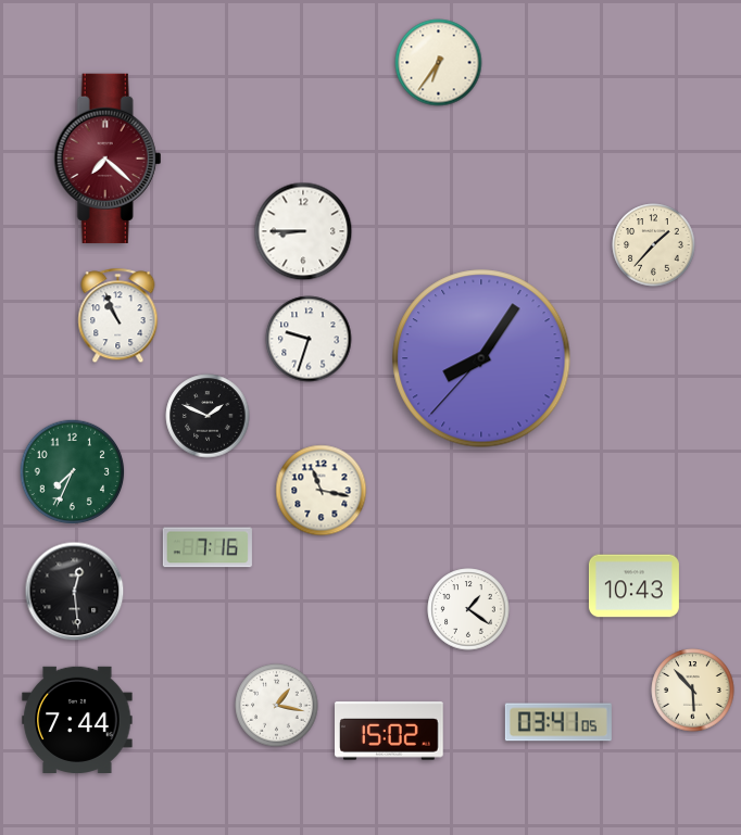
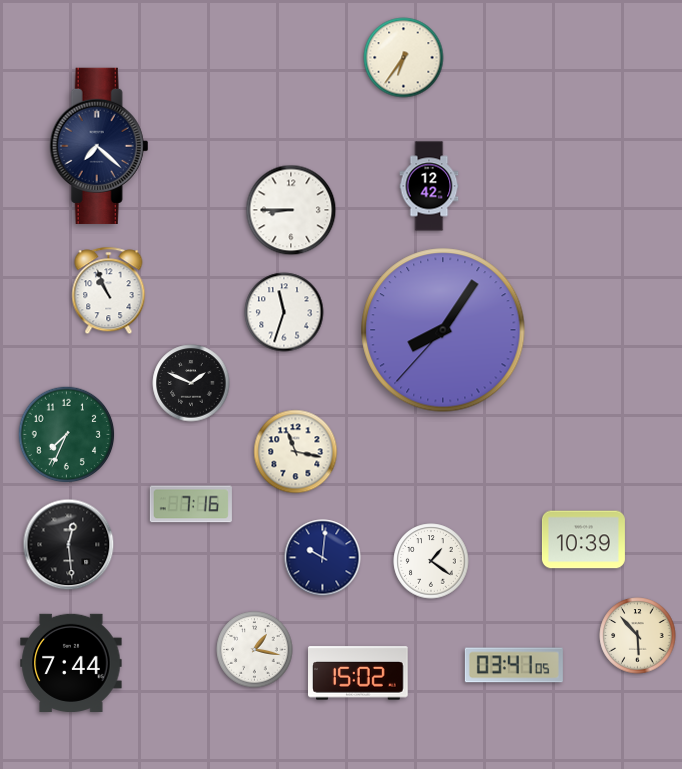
clock at (108, 159) dial: burgundy -> navy
clock at (429, 186): none -> 12:42
clock at (303, 231) position: (303, 231) -> (291, 210)
clock at (654, 245): 1:37 -> none
clock at (309, 339): 9:33 -> 11:33
clock at (633, 586): 10:43 -> 10:39
clock at (323, 558): none -> 10:01
